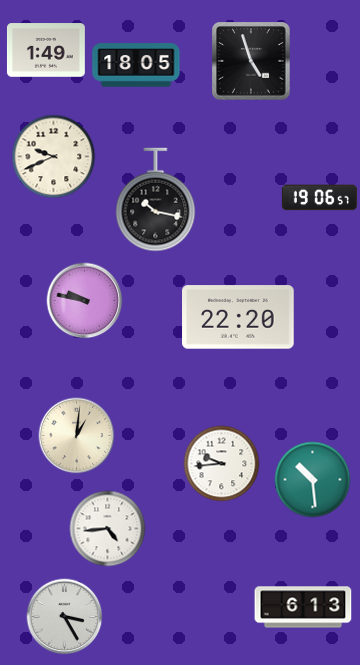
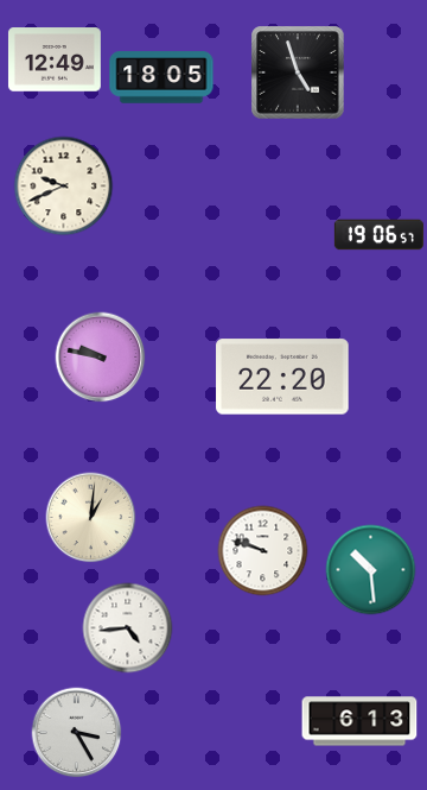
clock at (46, 50): 1:49 -> 12:49
clock at (156, 200): 10:17 -> none
clock at (222, 464): 9:44 -> 9:48
